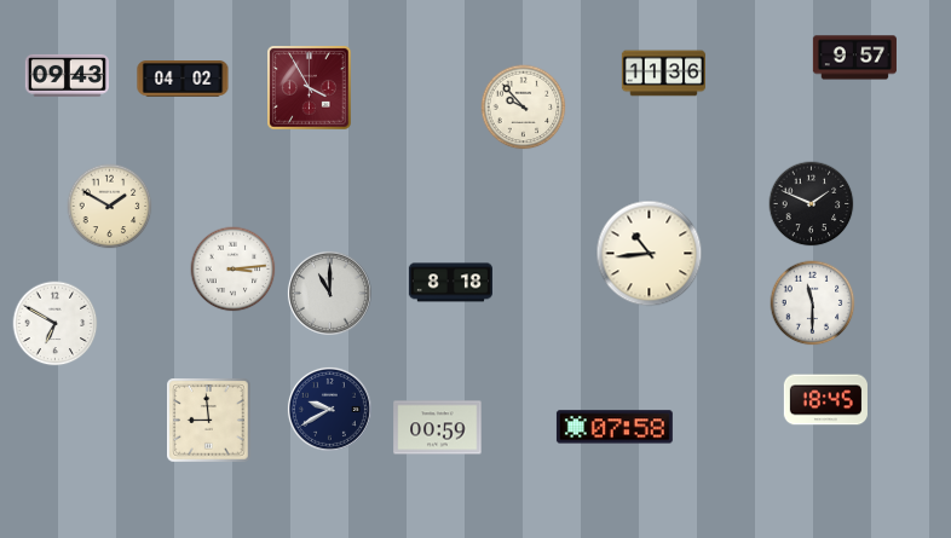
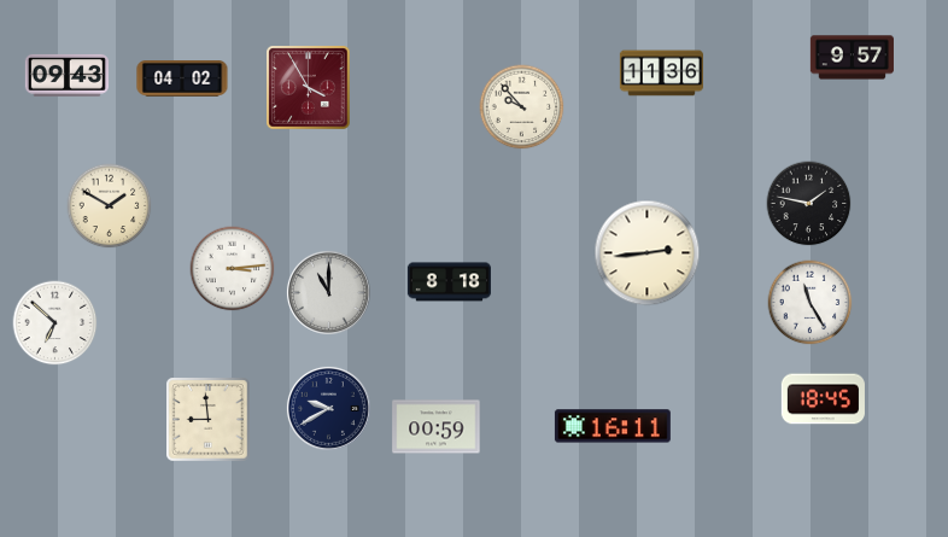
clock at (812, 204): 1:49 -> 1:47
clock at (650, 254): 10:44 -> 2:44
clock at (813, 303): 11:30 -> 11:25
clock at (56, 324): 6:50 -> 6:52
clock at (615, 427): 07:58 -> 16:11
